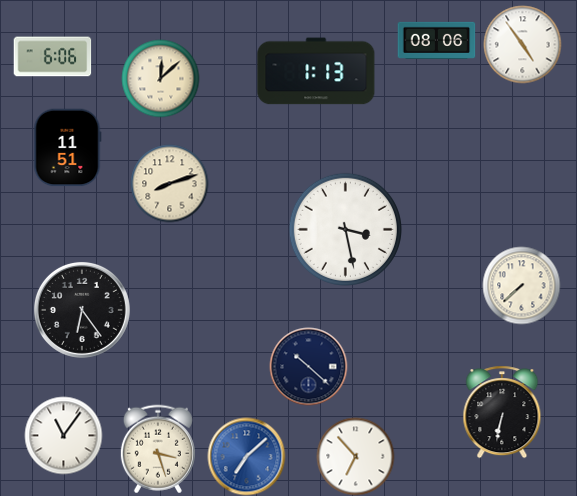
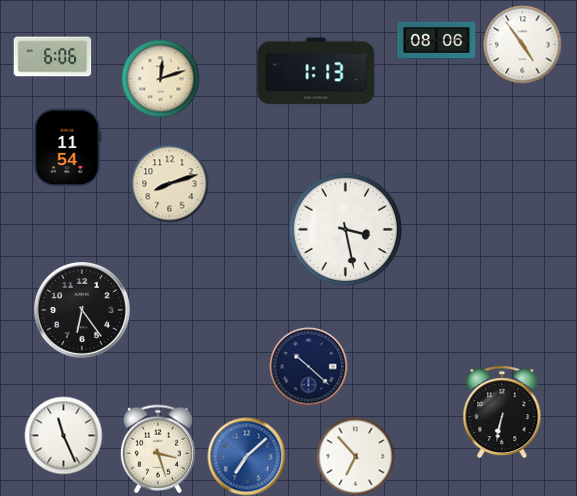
clock at (160, 78): 12:08 -> 12:12
clock at (67, 147): 11:51 -> 11:54
clock at (521, 285): 7:38 -> none
clock at (63, 435): 11:06 -> 11:26
